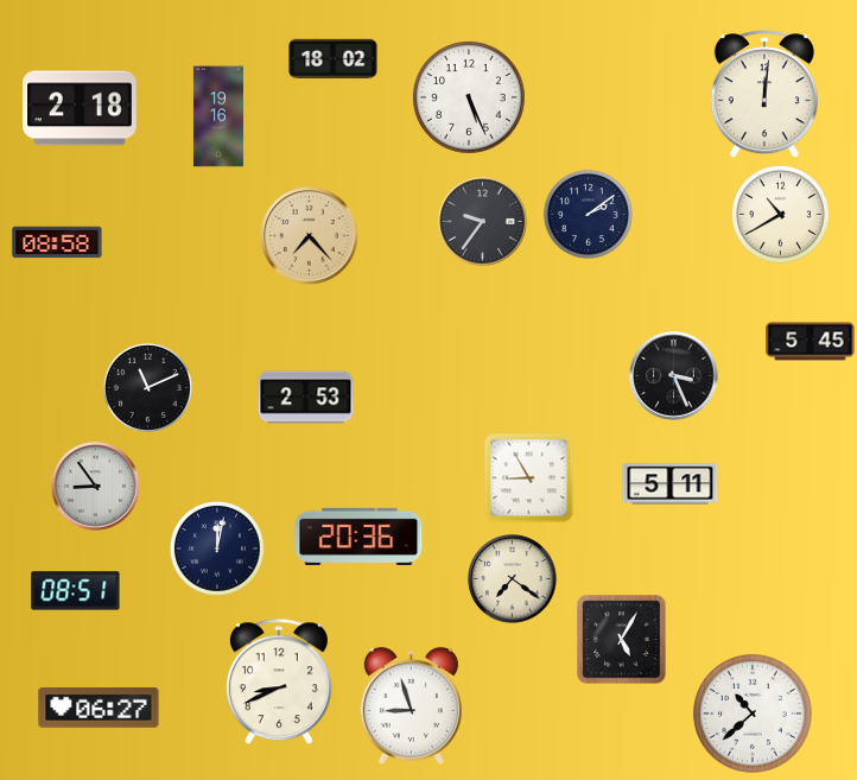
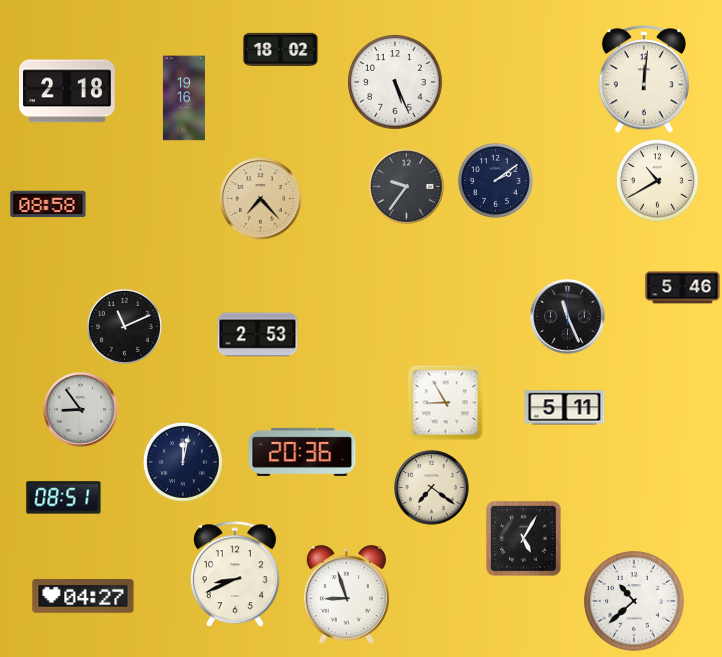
clock at (811, 342): 5:45 -> 5:46
clock at (674, 376): 3:26 -> 11:26
clock at (99, 708): 06:27 -> 04:27
